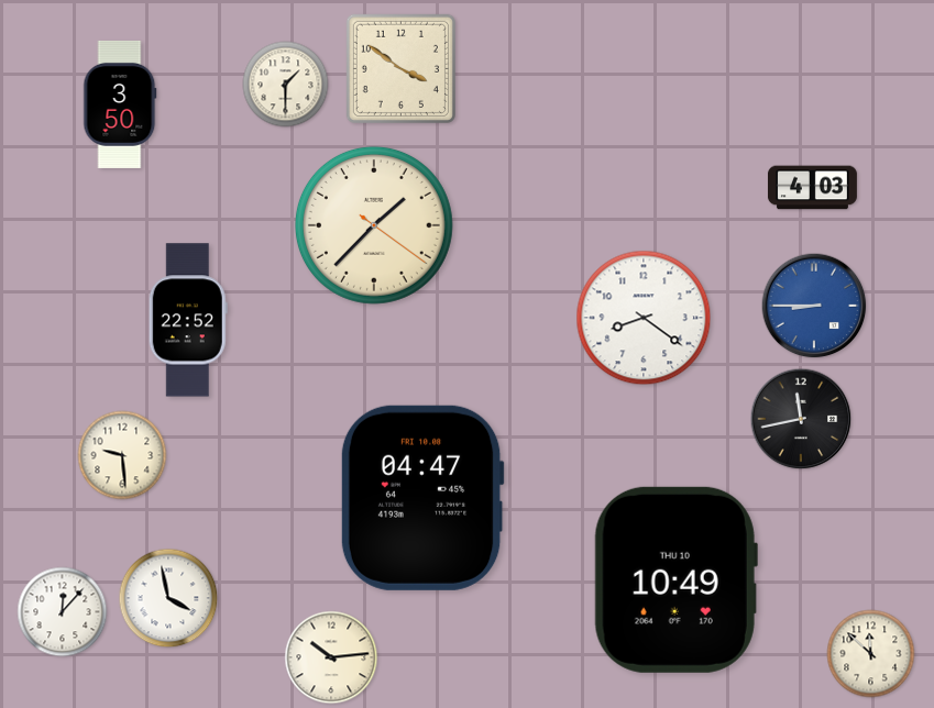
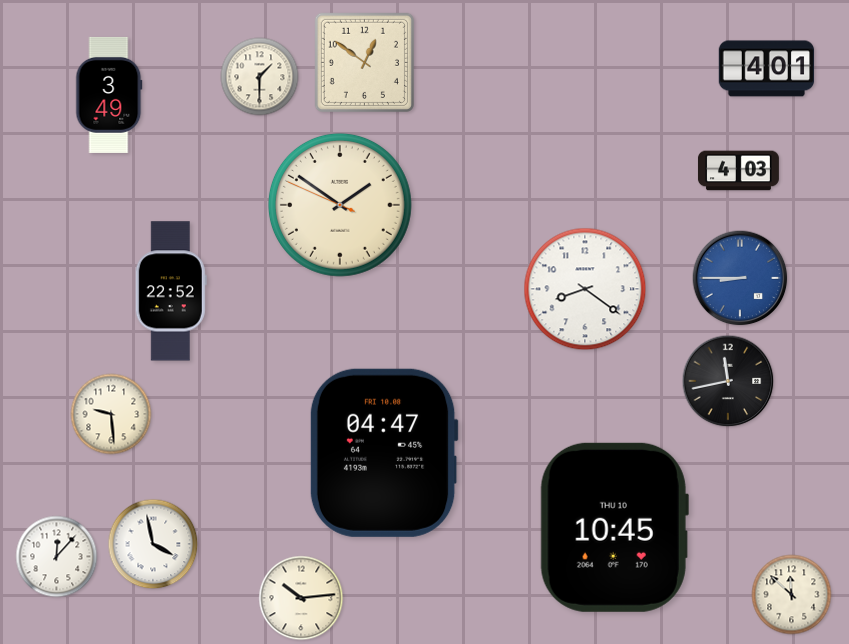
clock at (400, 68): 3:51 -> 12:51
clock at (767, 69): none -> 4:01
clock at (120, 104): 3:50 -> 3:49
clock at (374, 225): 1:37 -> 1:50
clock at (675, 579): 10:49 -> 10:45
